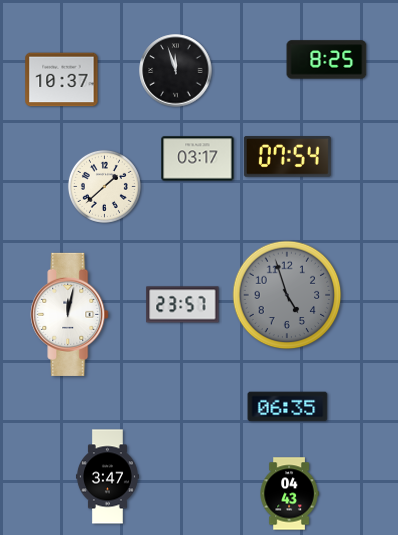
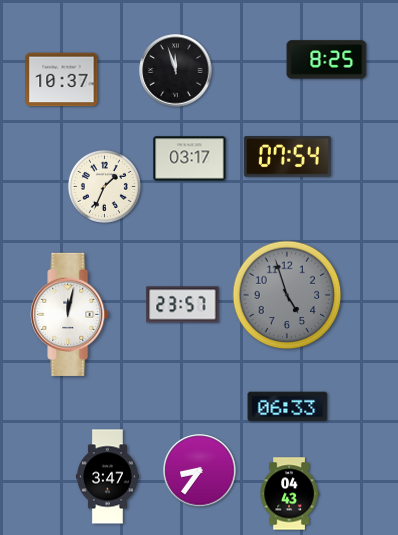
clock at (198, 159) position: (198, 159) -> (190, 159)
clock at (104, 186): 1:38 -> 1:34
clock at (288, 407): 06:35 -> 06:33
clock at (200, 471): none -> 8:36
